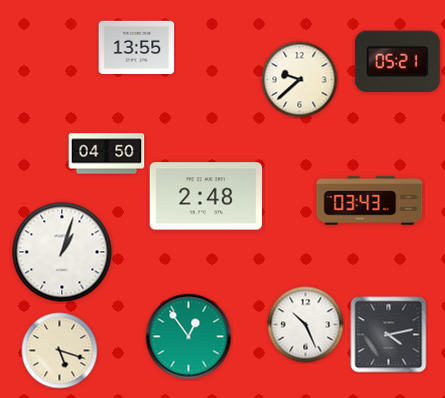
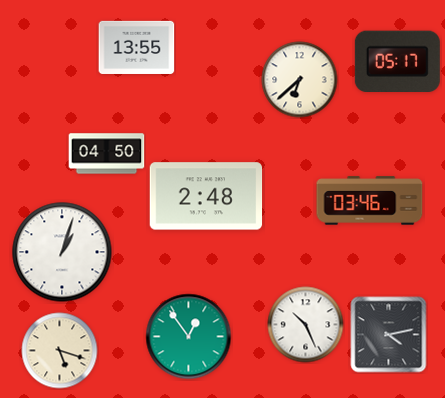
clock at (397, 62): 05:21 -> 05:17
clock at (300, 80): 9:38 -> 6:38
clock at (370, 201): 03:43 -> 03:46
